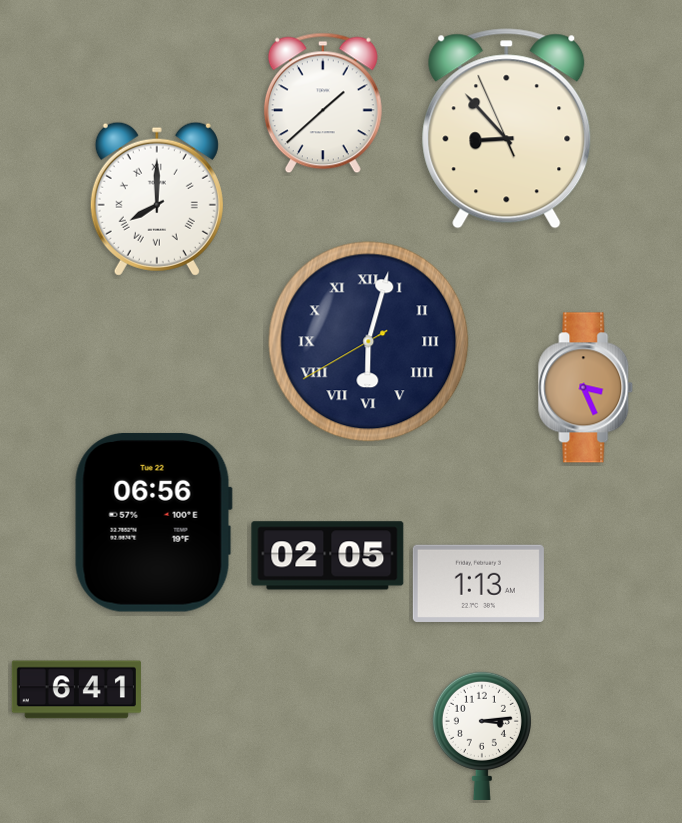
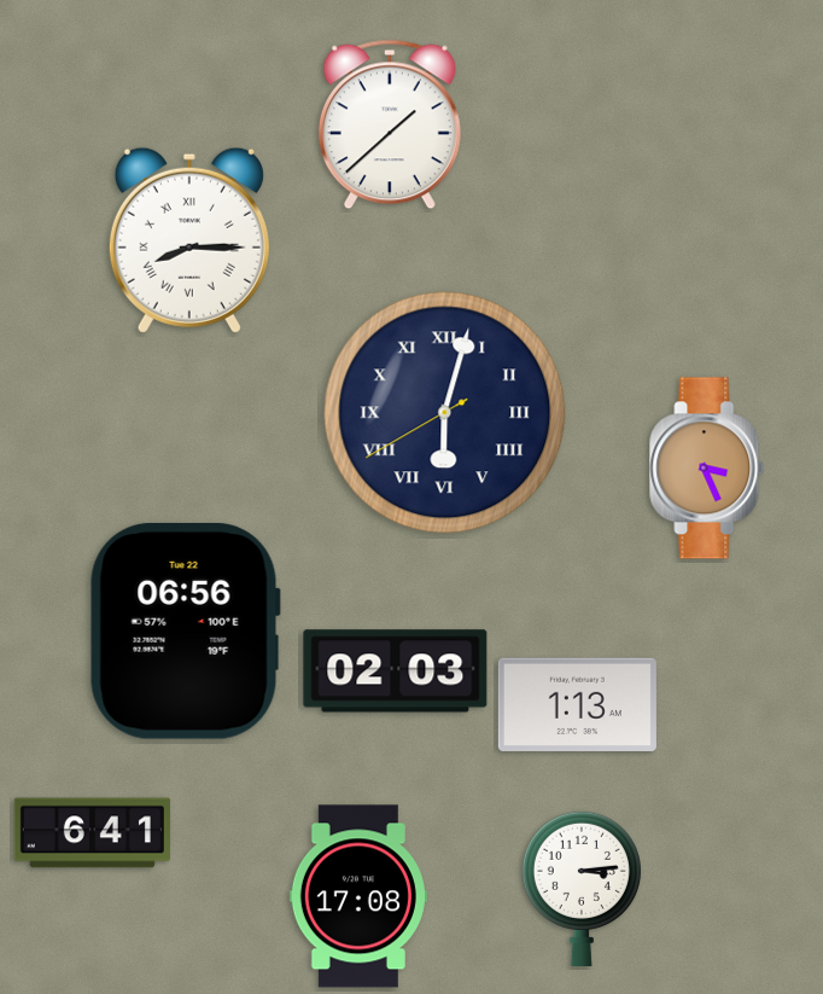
clock at (507, 129): 8:52 -> none
clock at (157, 199): 8:00 -> 8:15
clock at (328, 556): 02:05 -> 02:03
clock at (358, 896): none -> 17:08
